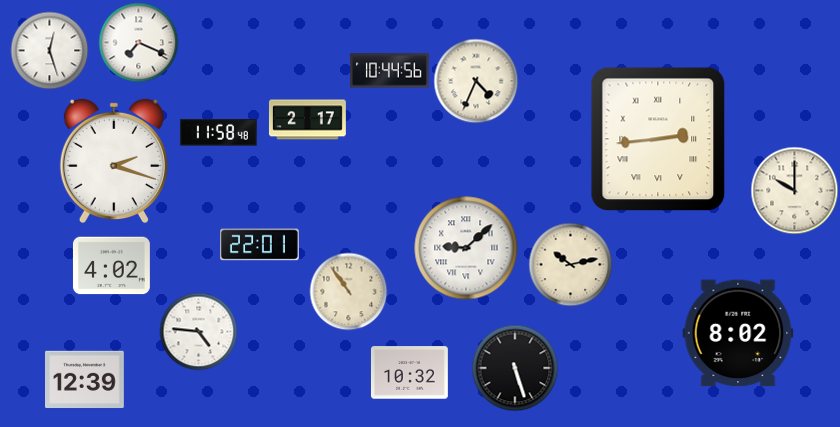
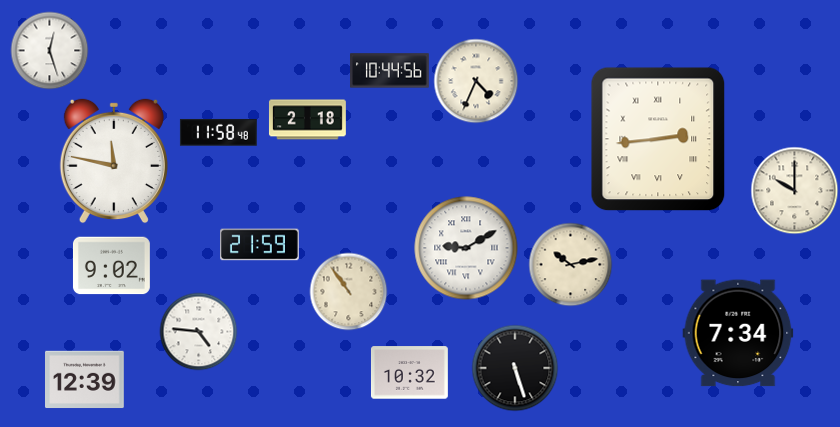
clock at (138, 42): 7:19 -> none
clock at (307, 120): 2:17 -> 2:18
clock at (114, 161): 2:18 -> 11:47
clock at (260, 245): 22:01 -> 21:59
clock at (466, 248): 9:08 -> 9:10
clock at (111, 266): 4:02 -> 9:02
clock at (738, 333): 8:02 -> 7:34
